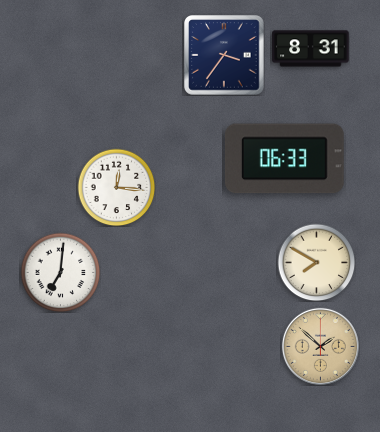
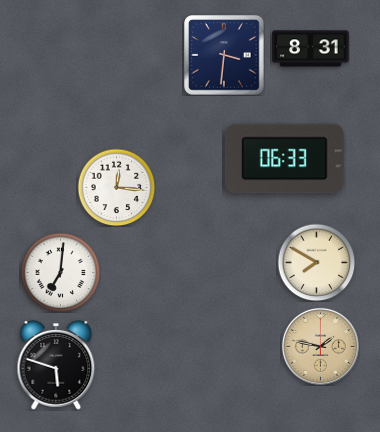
clock at (224, 55): 3:36 -> 3:31
clock at (320, 346): 1:52 -> 1:47
clock at (56, 366): none -> 5:48
